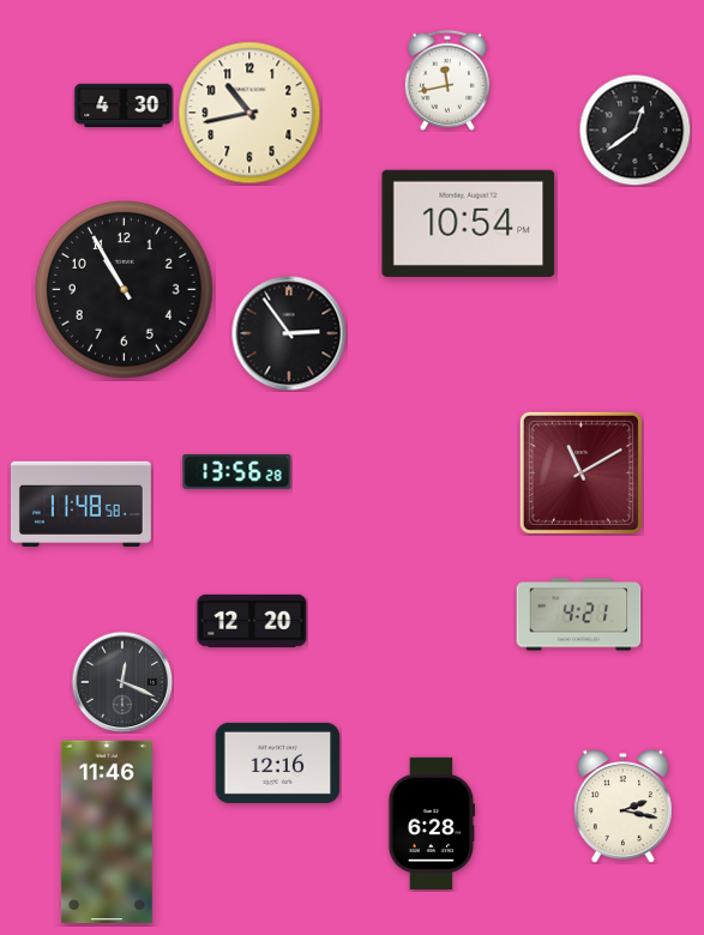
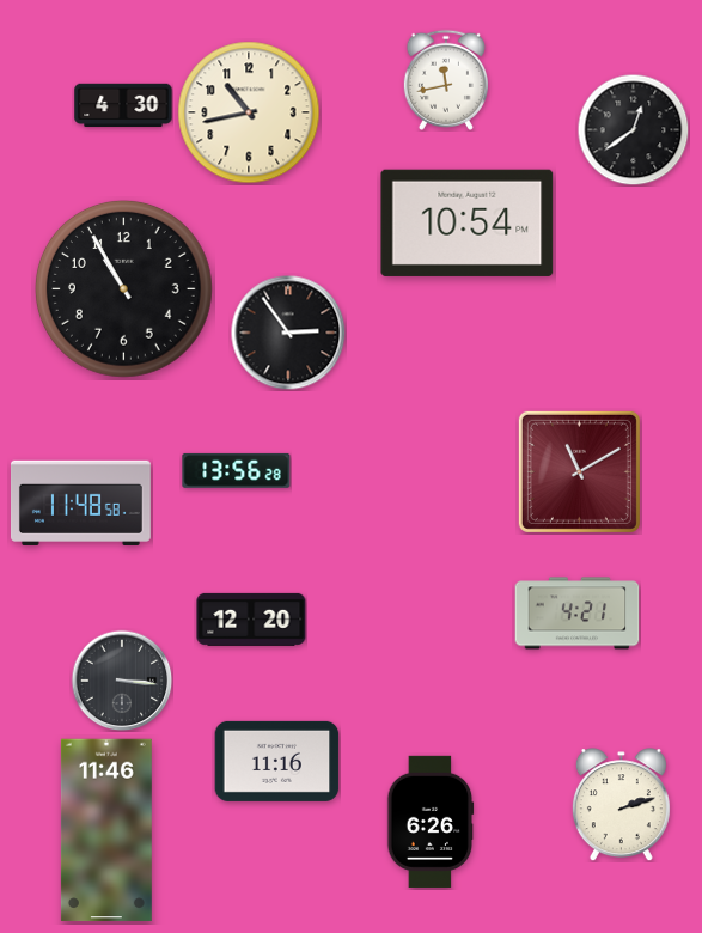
clock at (122, 682): 12:19 -> 3:16
clock at (278, 762): 12:16 -> 11:16
clock at (622, 807): 2:17 -> 2:12
clock at (432, 824): 6:28 -> 6:26
